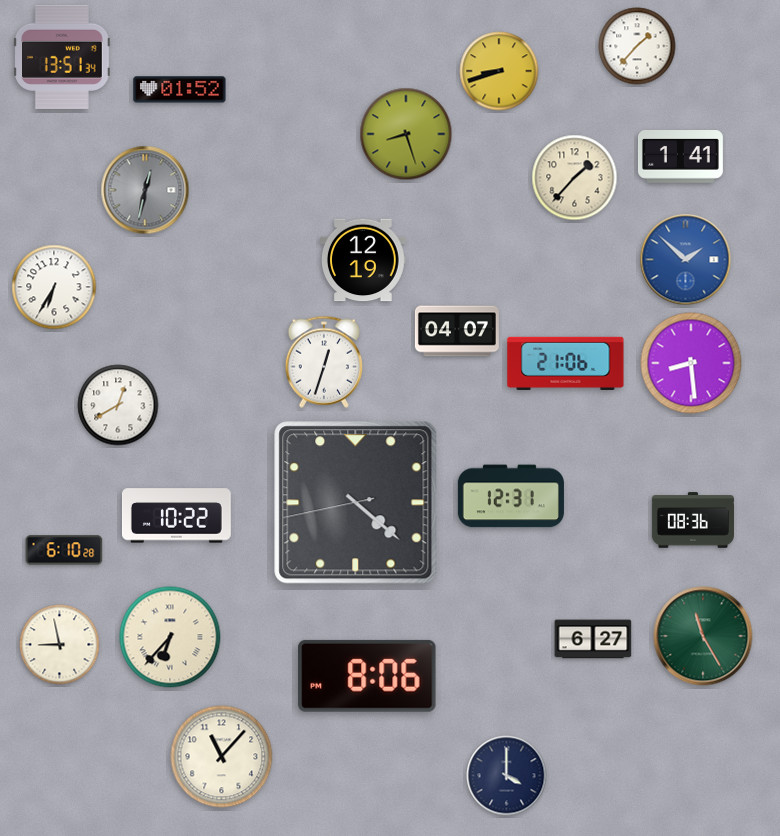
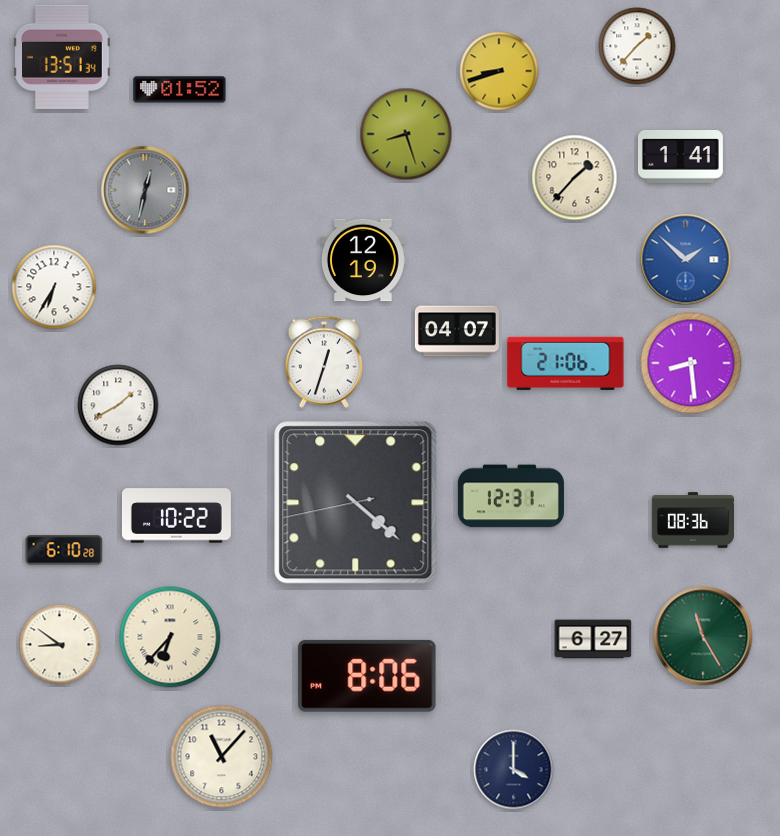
clock at (118, 405): 12:40 -> 1:40
clock at (60, 645): 8:58 -> 8:51
clock at (507, 776) position: (507, 776) -> (514, 770)
